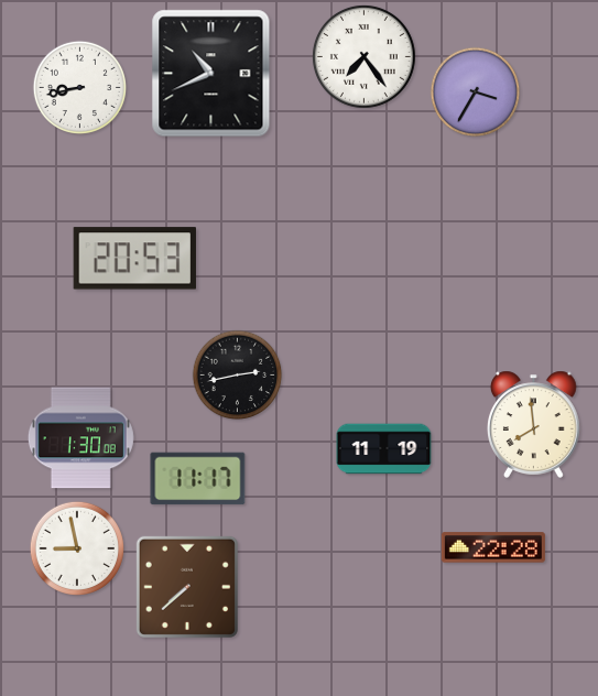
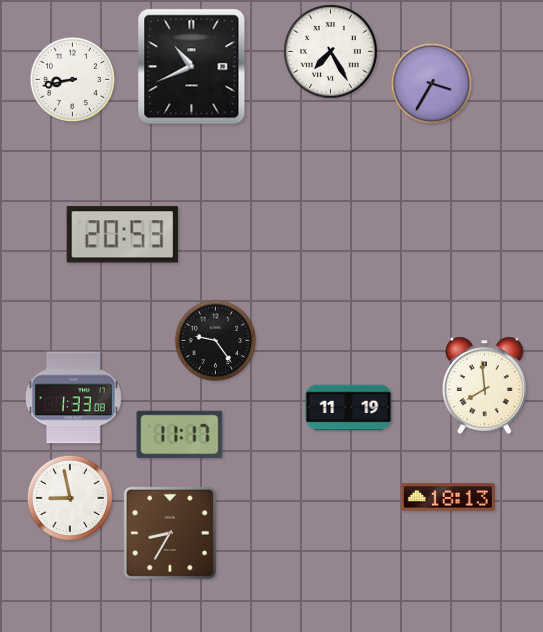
clock at (363, 56): 7:24 -> 7:25
clock at (238, 376): 2:43 -> 9:24
clock at (80, 438): 1:30 -> 1:33
clock at (493, 547): 22:28 -> 18:13
clock at (187, 587): 7:38 -> 8:35
